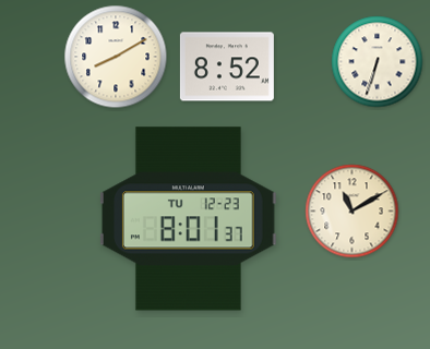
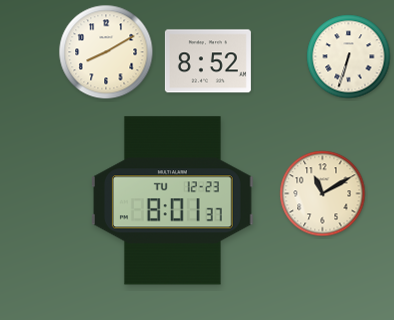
clock at (378, 62) position: (378, 62) -> (349, 57)
